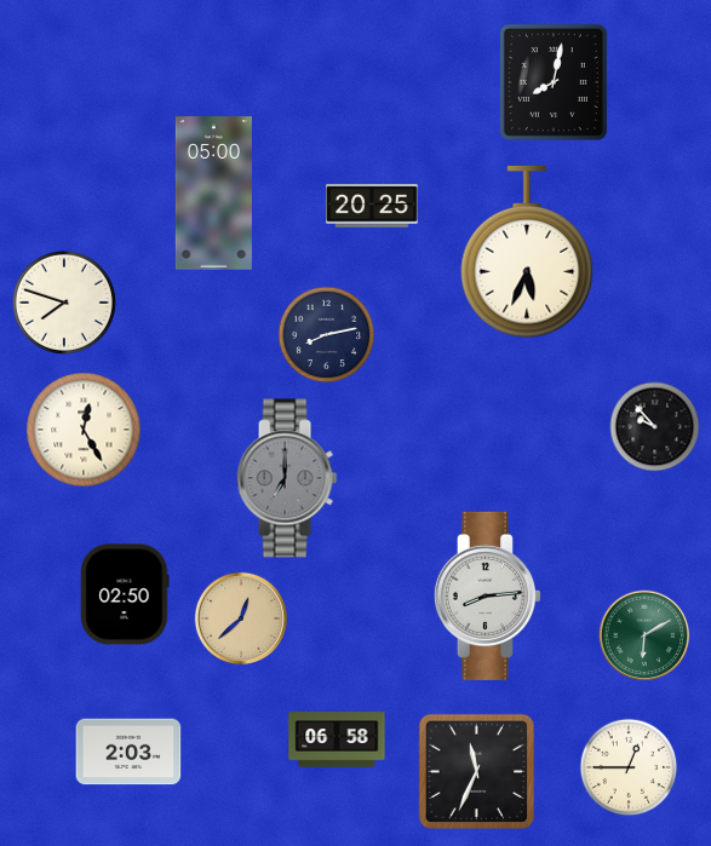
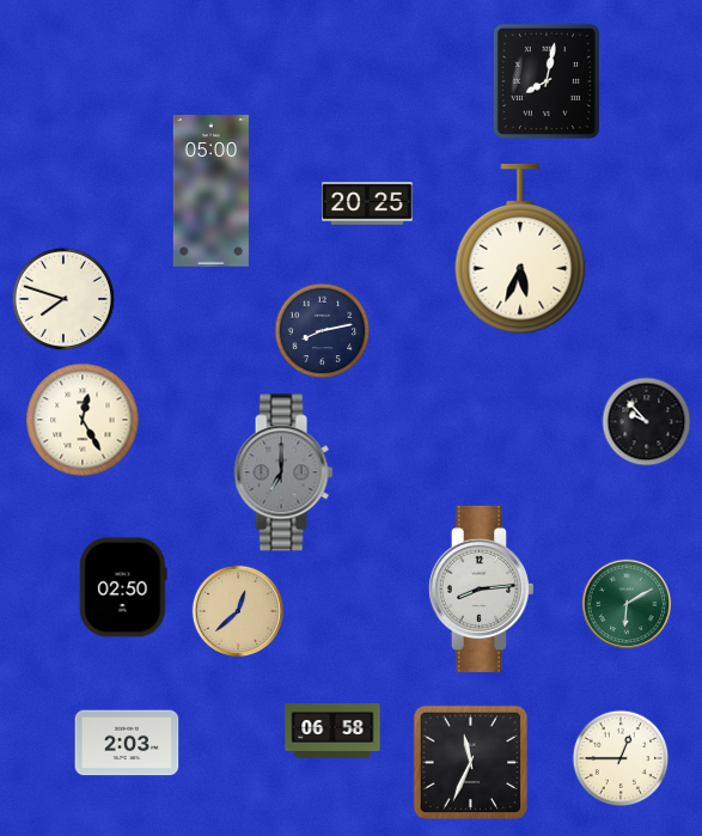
clock at (84, 430) position: (84, 430) -> (83, 420)
clock at (644, 635) position: (644, 635) -> (627, 604)
